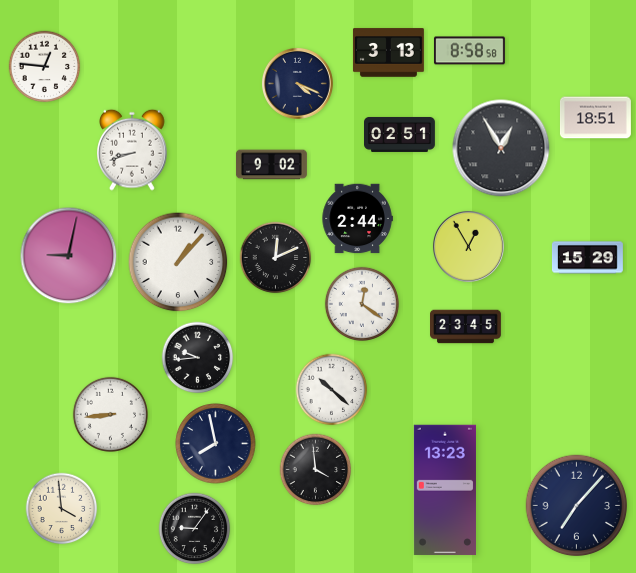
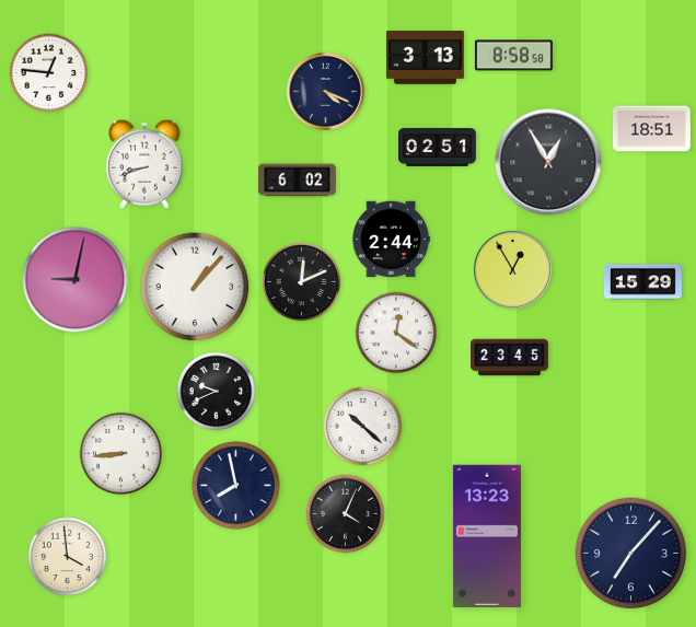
clock at (271, 165): 9:02 -> 6:02
clock at (198, 358): 9:44 -> 9:41
clock at (316, 470): 3:59 -> 4:04
clock at (195, 529): 9:06 -> none
